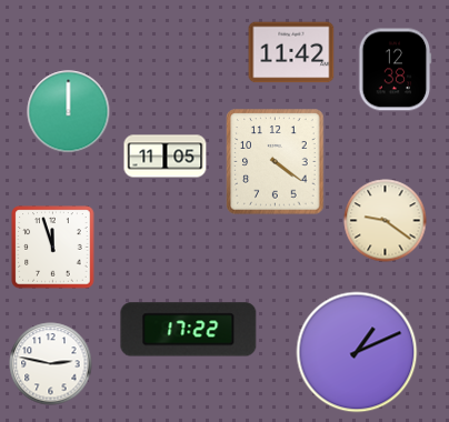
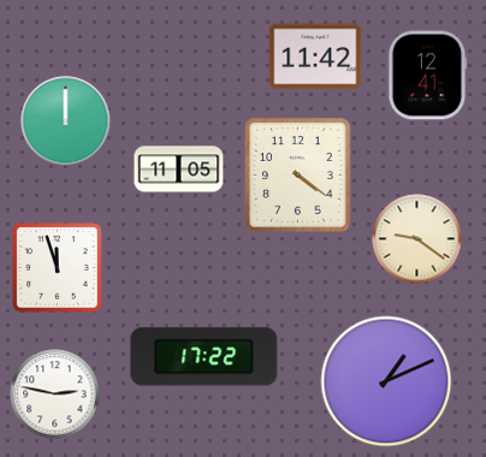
clock at (396, 70): 12:38 -> 12:41
clock at (69, 112) position: (69, 112) -> (66, 121)
